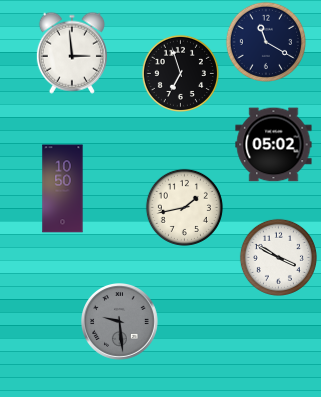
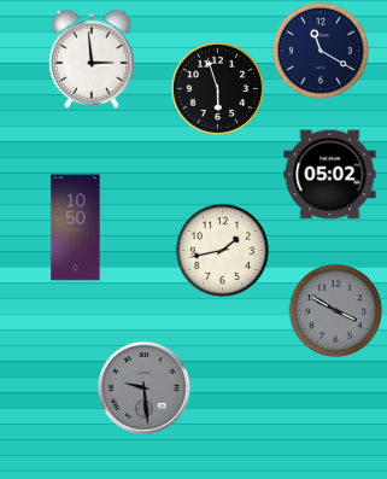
clock at (72, 53) position: (72, 53) -> (92, 59)
clock at (180, 73): 6:57 -> 5:57
clock at (278, 257) dial: white -> grey
